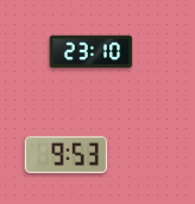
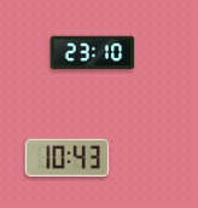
clock at (67, 154): 9:53 -> 10:43
